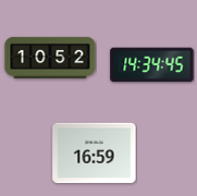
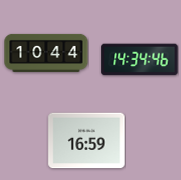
clock at (50, 58): 10:52 -> 10:44
clock at (152, 65): 14:34:45 -> 14:34:46
